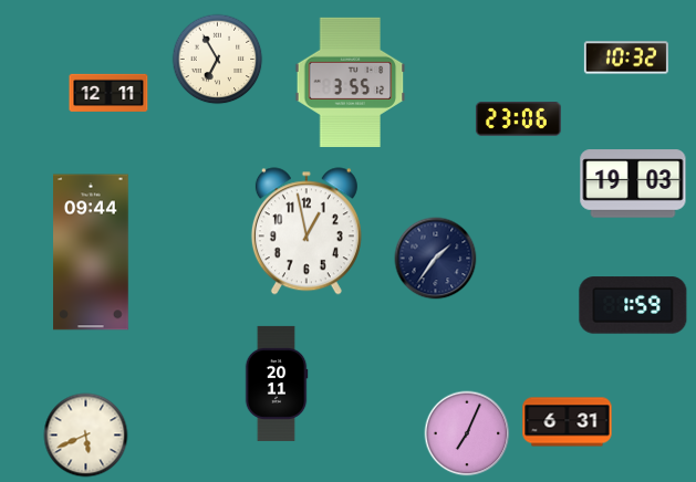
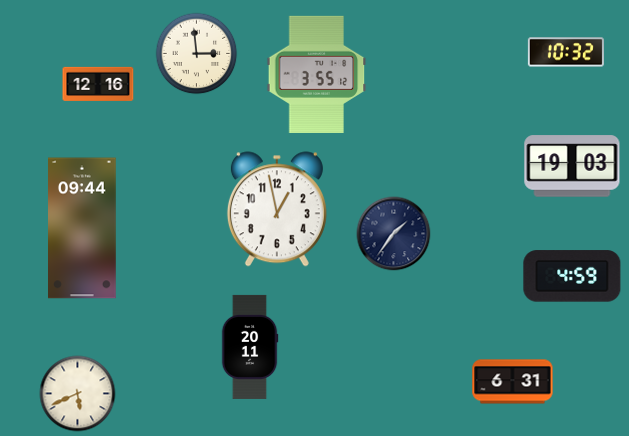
clock at (218, 60): 6:55 -> 2:59
clock at (108, 93): 12:11 -> 12:16
clock at (518, 119): 23:06 -> none
clock at (633, 305): 1:59 -> 4:59
clock at (467, 433): 7:04 -> none
